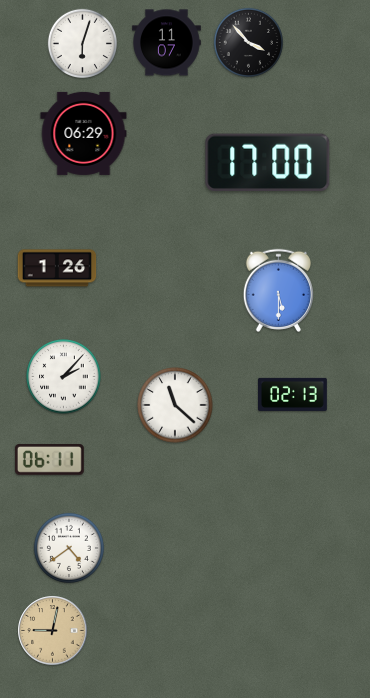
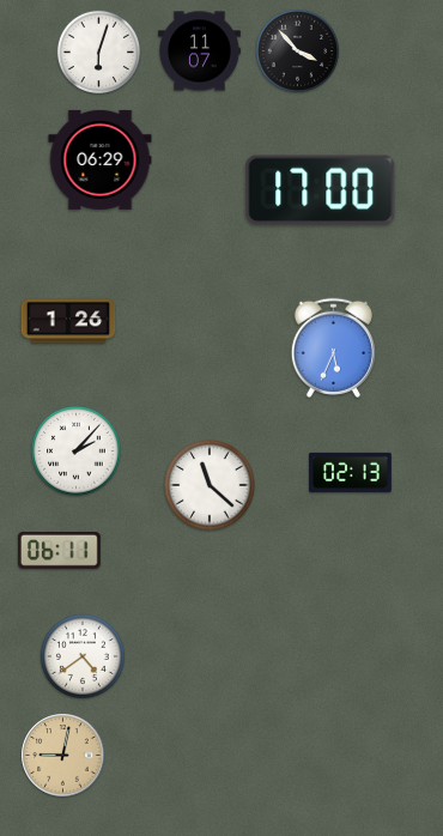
clock at (268, 163) position: (268, 163) -> (321, 190)
clock at (278, 290): 5:30 -> 5:34
